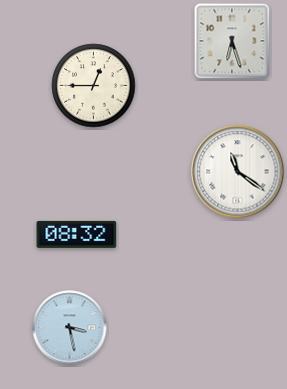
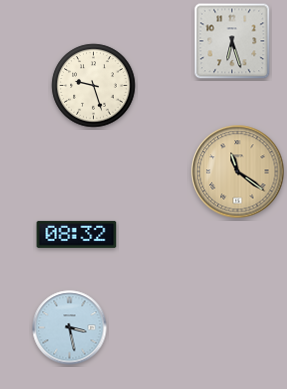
clock at (94, 86): 12:45 -> 9:27
clock at (238, 172) dial: white -> champagne
